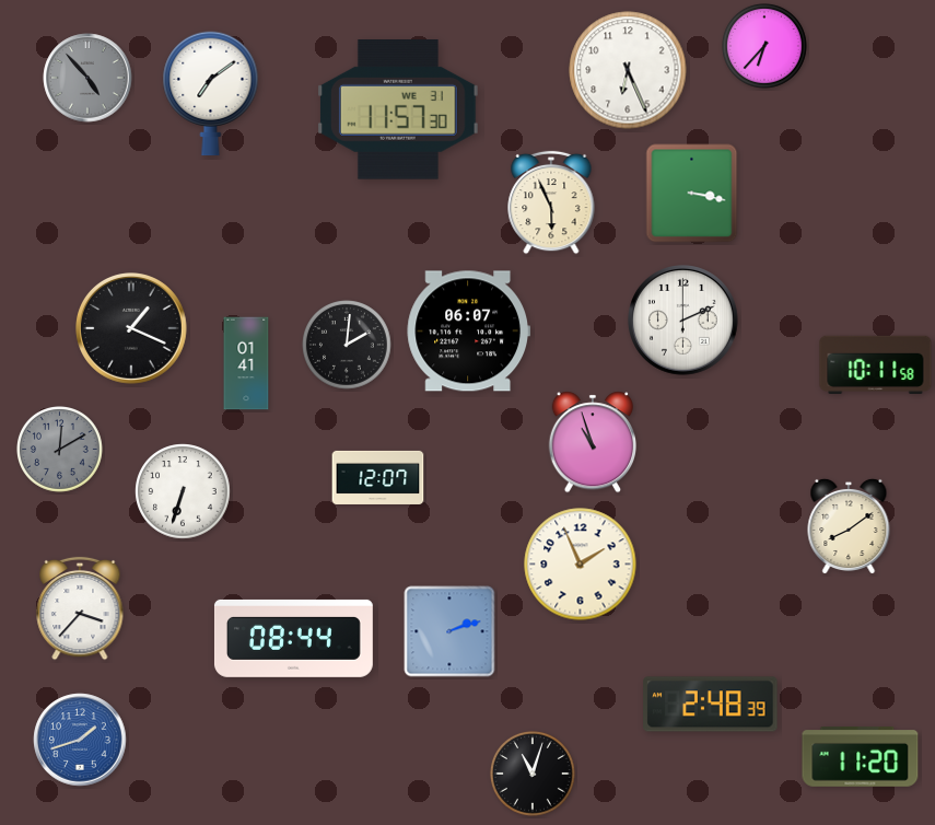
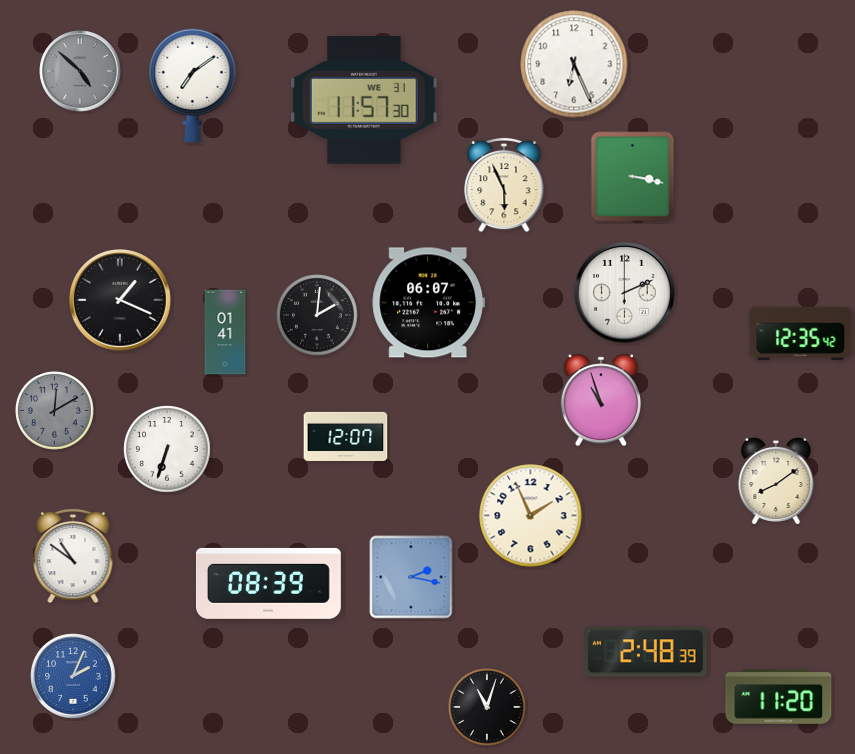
clock at (765, 47): 6:37 -> none
clock at (87, 78): 4:53 -> 4:52
clock at (876, 364): 10:11 -> 12:35
clock at (592, 442) position: (592, 442) -> (600, 400)
clock at (80, 608): 3:37 -> 10:51
clock at (449, 631): 2:12 -> 2:17
clock at (293, 638): 08:44 -> 08:39
clock at (711, 705) position: (711, 705) -> (646, 652)
clock at (80, 740): 1:42 -> 2:04
clock at (861, 757) position: (861, 757) -> (779, 697)
